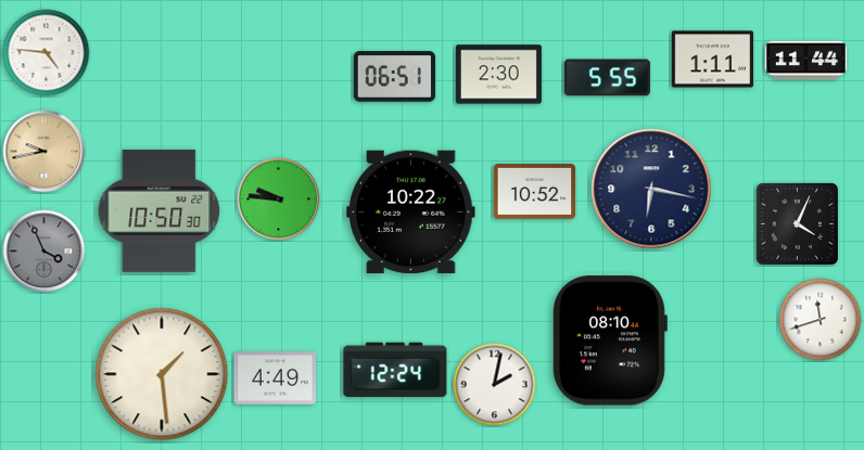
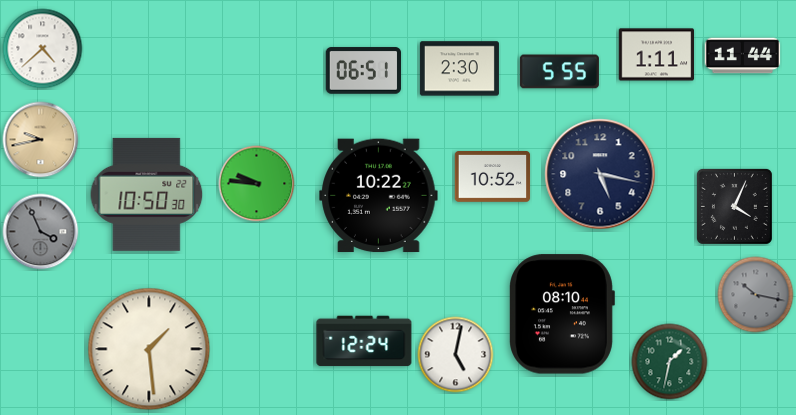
clock at (47, 53): 4:46 -> 4:38
clock at (651, 189): 6:17 -> 5:17
clock at (821, 320): 11:42 -> 10:17
clock at (821, 320) dial: white -> grey
clock at (162, 374) position: (162, 374) -> (149, 349)
clock at (276, 378): 4:49 -> none
clock at (495, 385): 2:02 -> 5:02
clock at (670, 362): none -> 1:32
